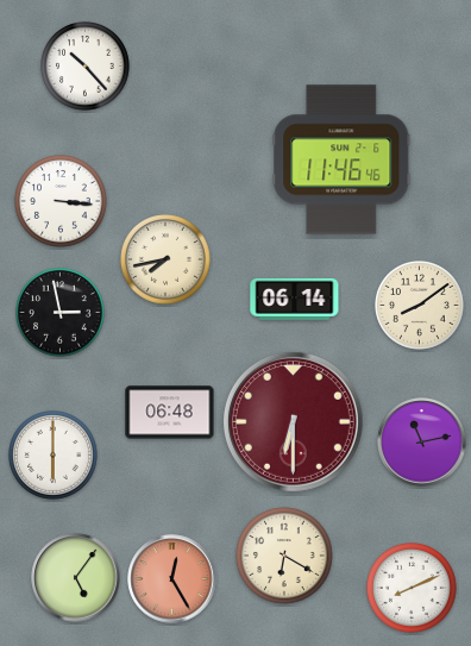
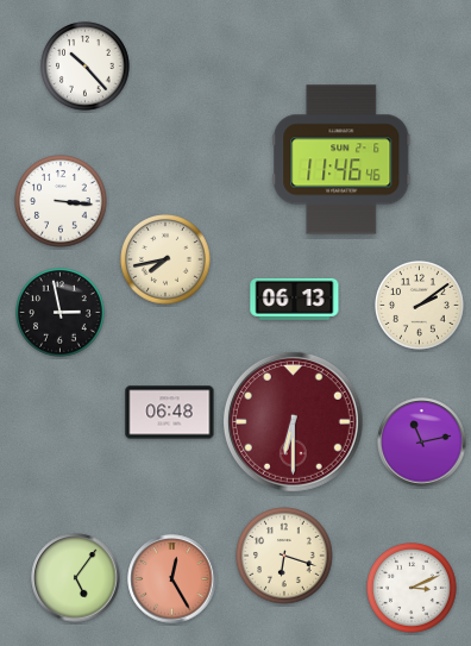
clock at (295, 299): 06:14 -> 06:13
clock at (420, 306): 8:09 -> 2:09
clock at (54, 456): 6:00 -> none
clock at (284, 556): 6:20 -> 6:18
clock at (413, 589): 8:11 -> 3:11
